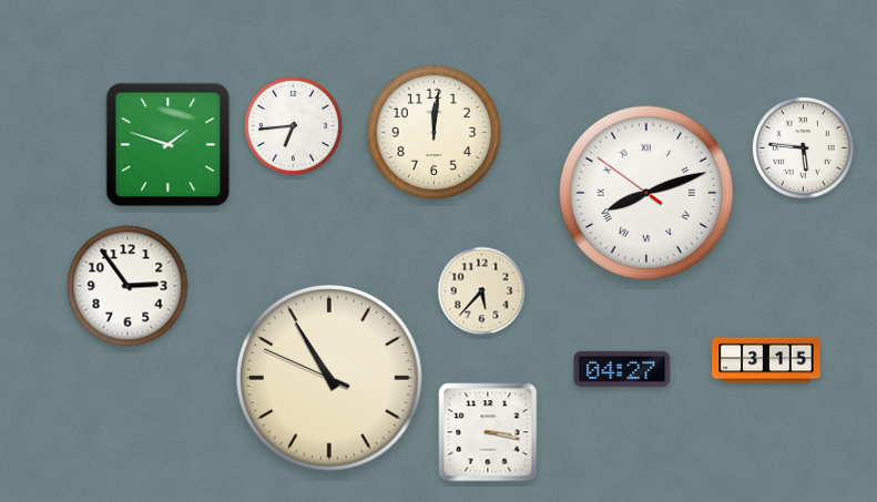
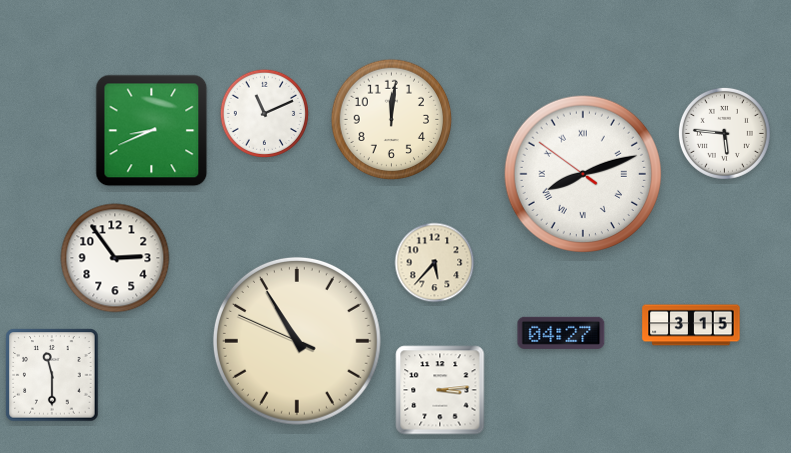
clock at (293, 125): 6:44 -> 11:11
clock at (169, 145): 1:48 -> 8:41
clock at (52, 375): none -> 11:30
clock at (488, 432): 3:17 -> 3:14
